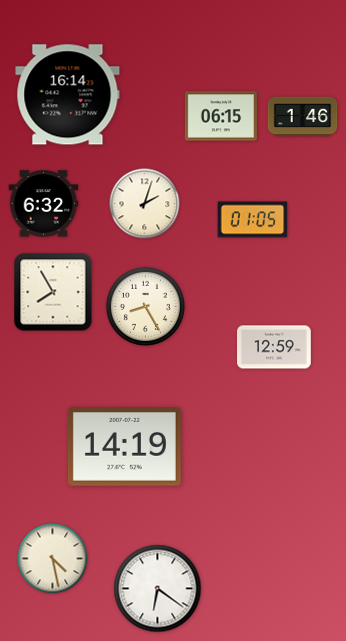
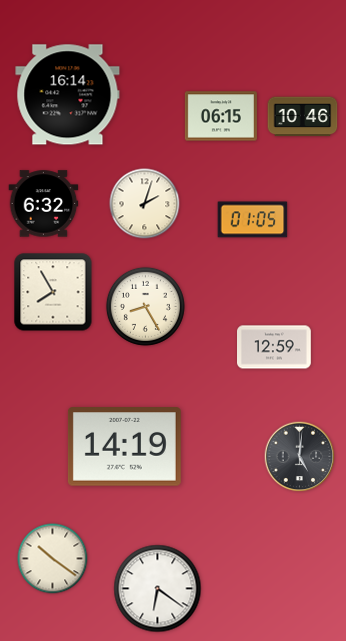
clock at (303, 117): 1:46 -> 10:46
clock at (300, 457): none -> 5:01
clock at (53, 559): 4:28 -> 10:21
